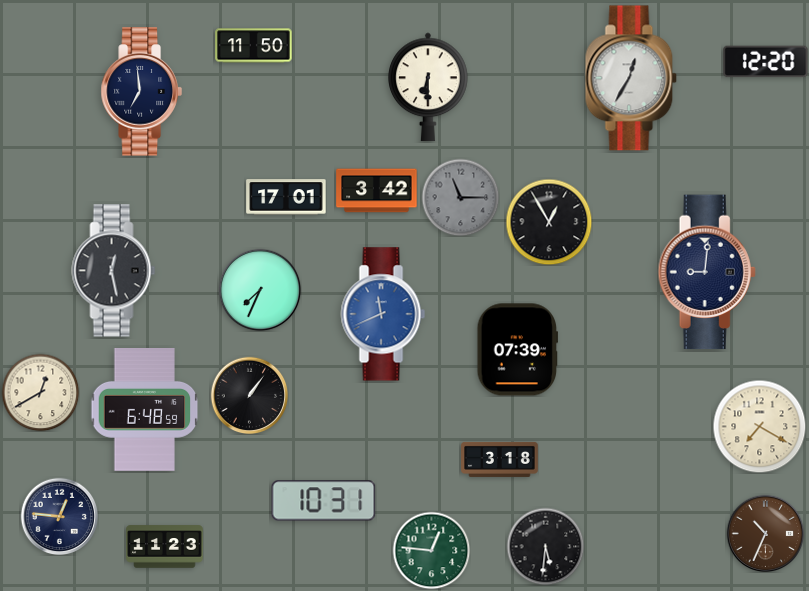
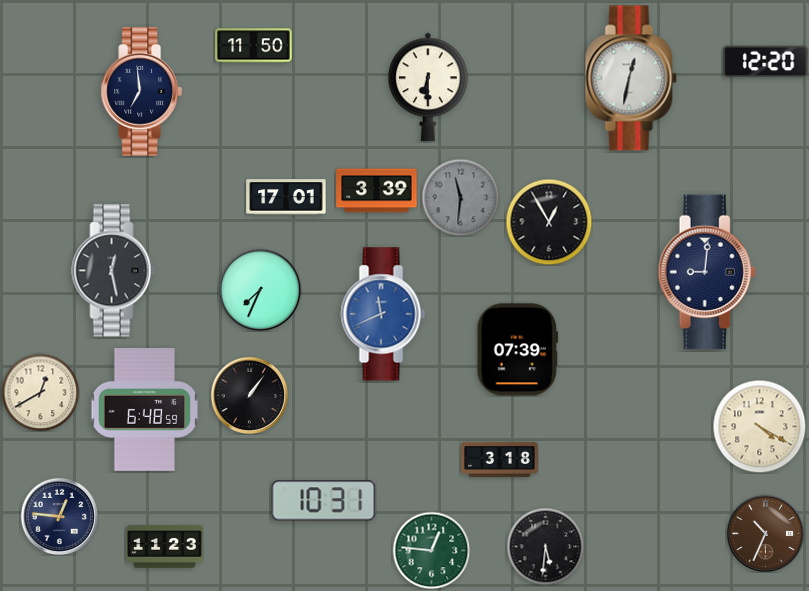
clock at (631, 78): 12:35 -> 12:32
clock at (377, 191): 3:42 -> 3:39
clock at (460, 197): 11:15 -> 11:31
clock at (759, 426): 7:20 -> 4:20
